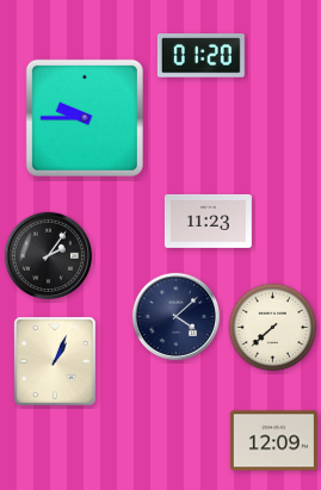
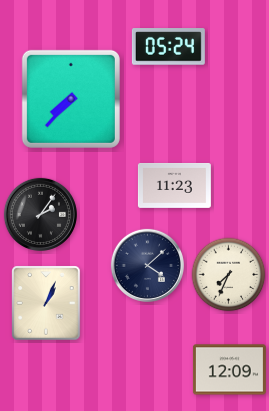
clock at (200, 56): 01:20 -> 05:24
clock at (85, 118): 9:45 -> 7:37
clock at (273, 328): 7:38 -> 7:34
